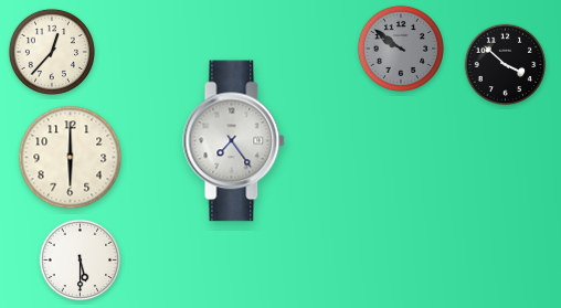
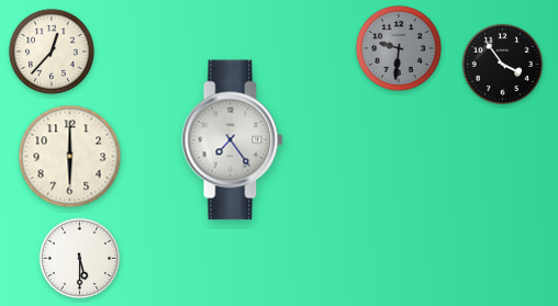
clock at (401, 49): 9:51 -> 9:31
clock at (506, 65): 3:52 -> 3:54
